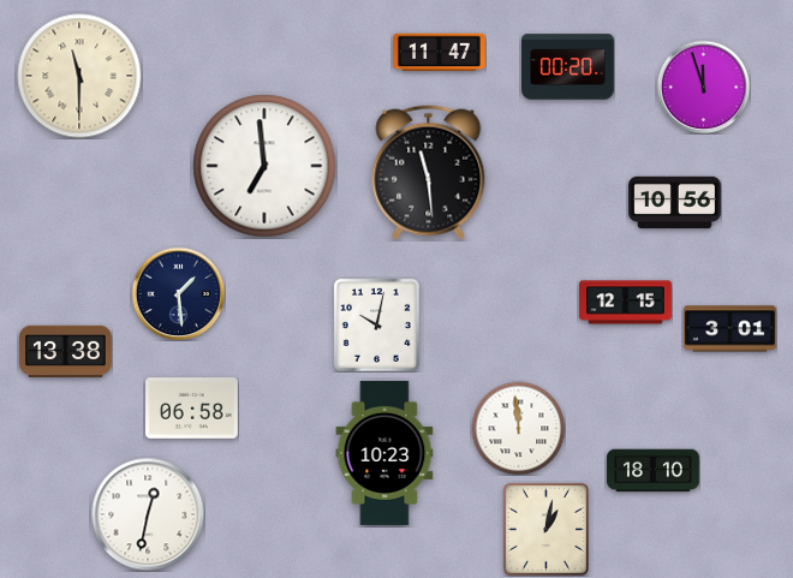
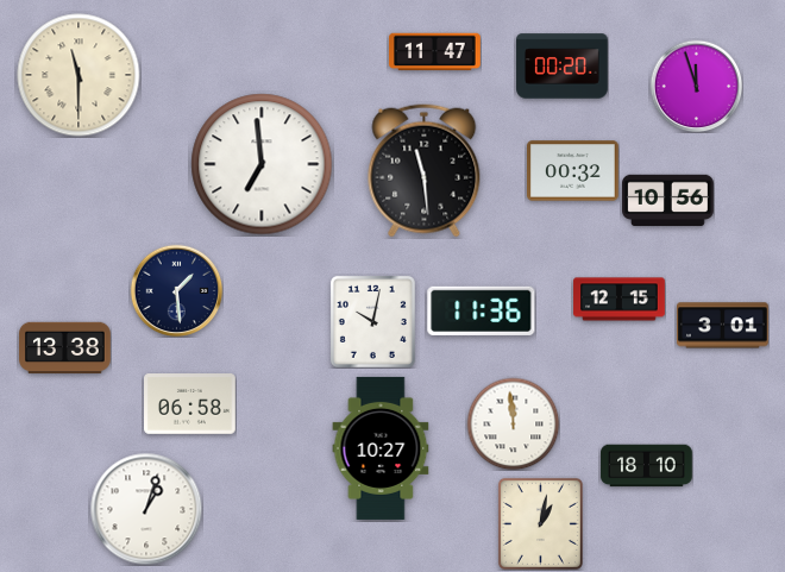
clock at (573, 171): none -> 00:32
clock at (482, 310): none -> 11:36
clock at (384, 453): 10:23 -> 10:27
clock at (148, 514): 12:32 -> 1:03
